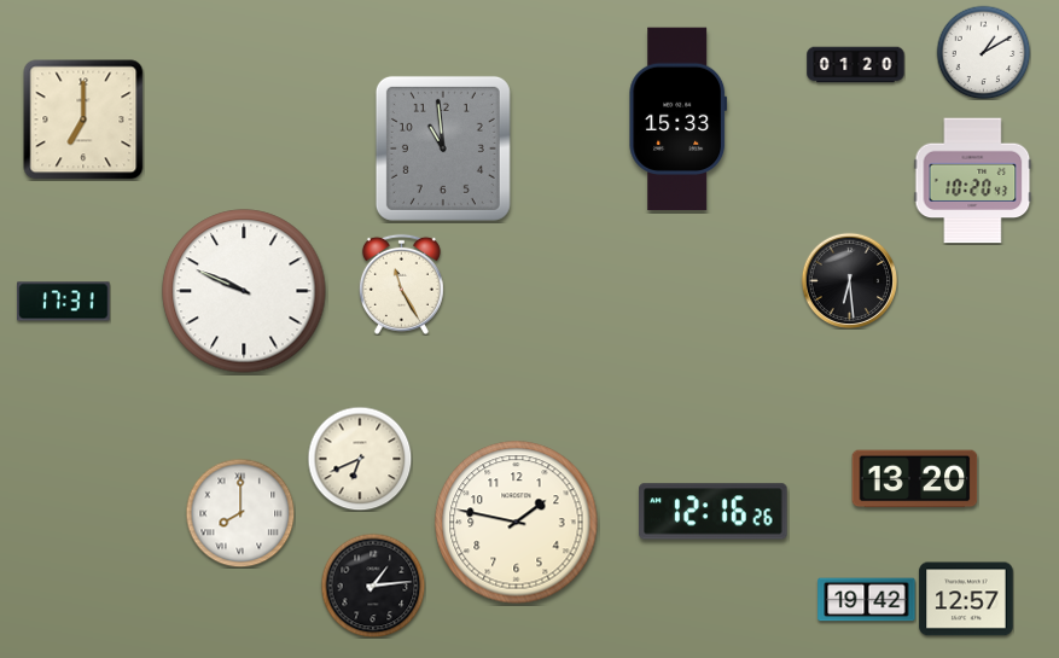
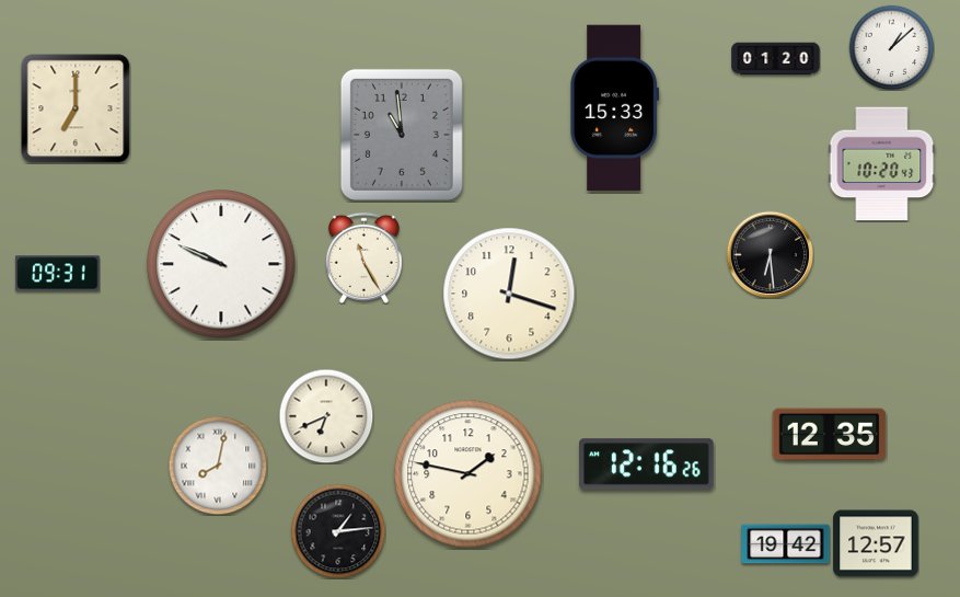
clock at (983, 52): 1:10 -> 1:08
clock at (64, 302): 17:31 -> 09:31
clock at (509, 294): none -> 12:18
clock at (915, 479): 13:20 -> 12:35
clock at (240, 513): 8:00 -> 8:02
